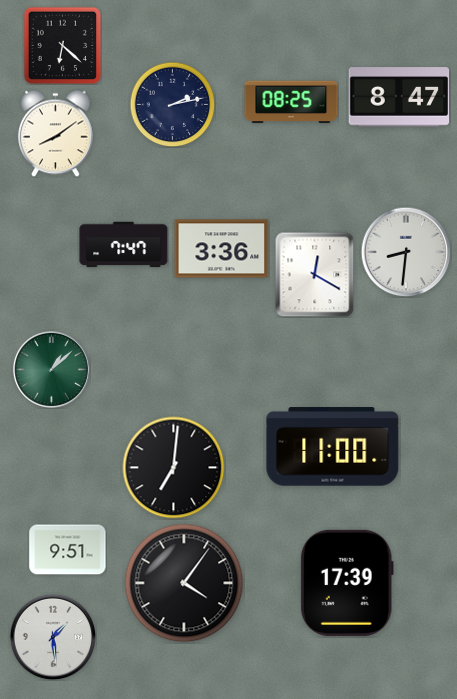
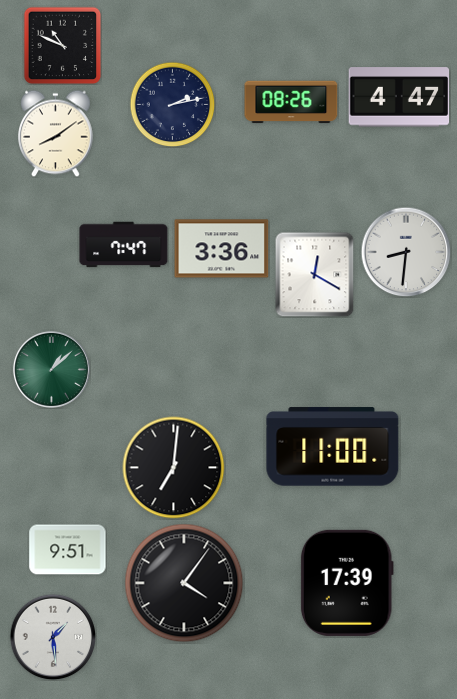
clock at (62, 45): 6:22 -> 10:49
clock at (399, 97): 8:47 -> 4:47
clock at (291, 102): 08:25 -> 08:26
